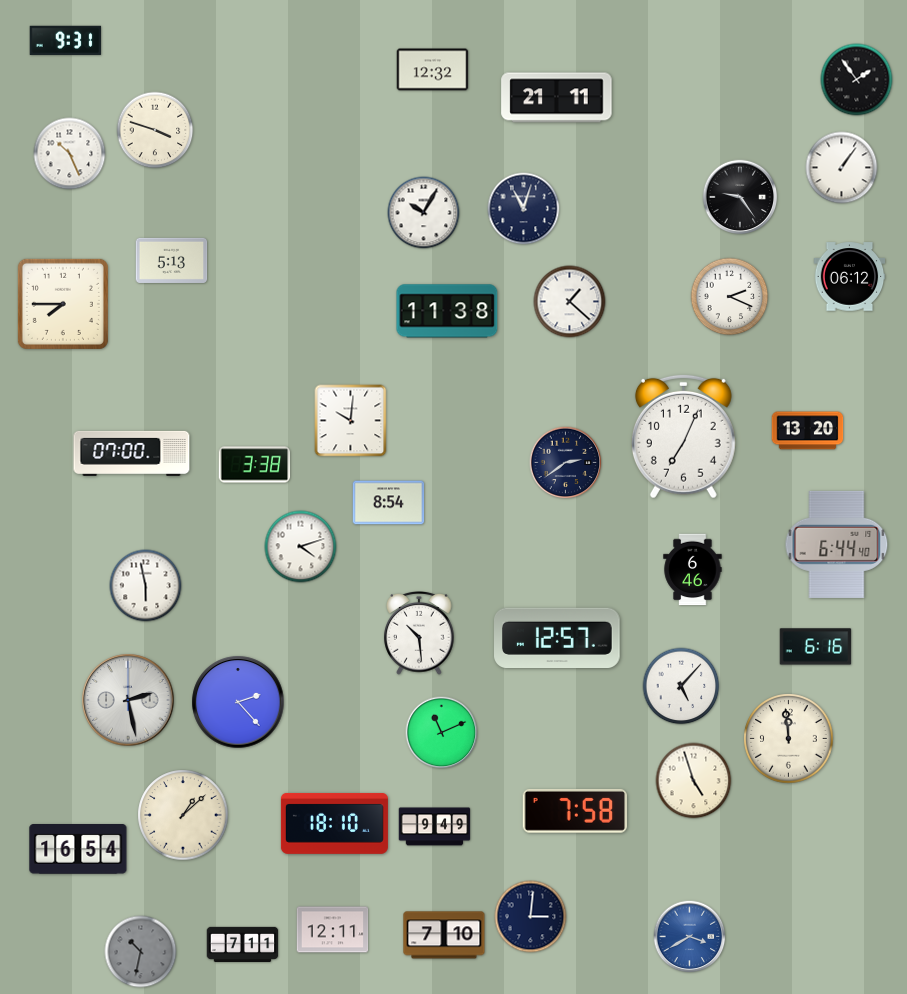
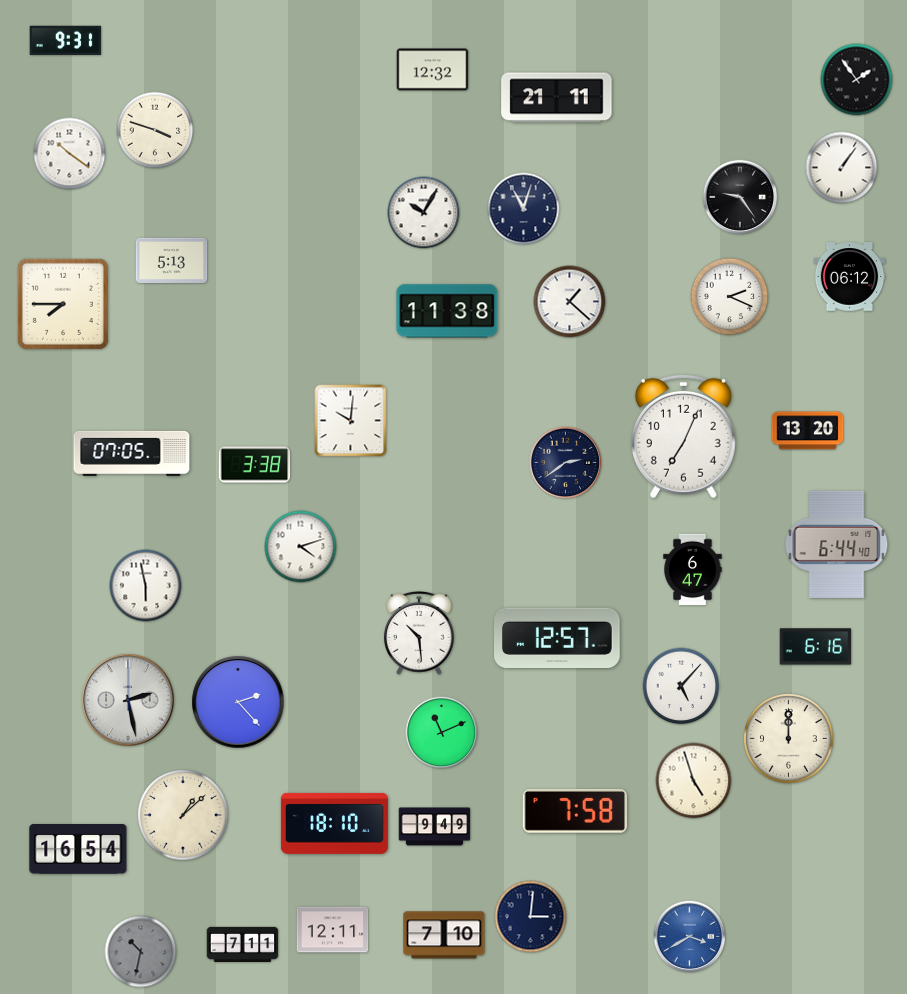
clock at (70, 154): 10:26 -> 10:21
clock at (132, 453): 07:00 -> 07:05
clock at (389, 503): 8:54 -> none
clock at (693, 570): 6:46 -> 6:47
clock at (789, 739): 11:59 -> 12:00
